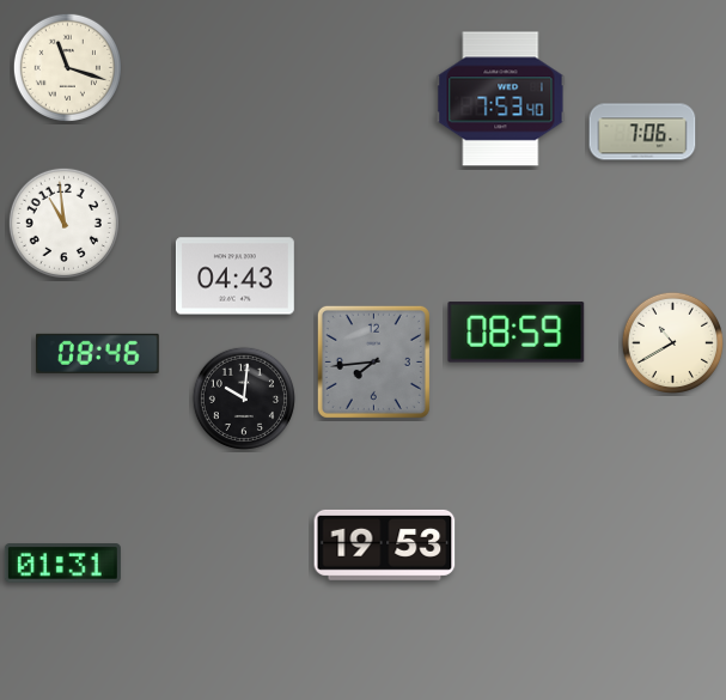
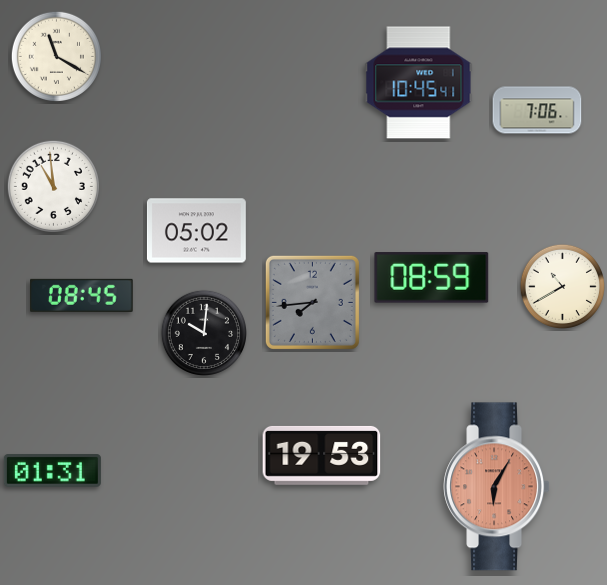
clock at (67, 67): 11:18 -> 11:20
clock at (501, 99): 7:53 -> 10:45
clock at (234, 276): 04:43 -> 05:02
clock at (98, 353): 08:46 -> 08:45
clock at (496, 487): none -> 6:05
